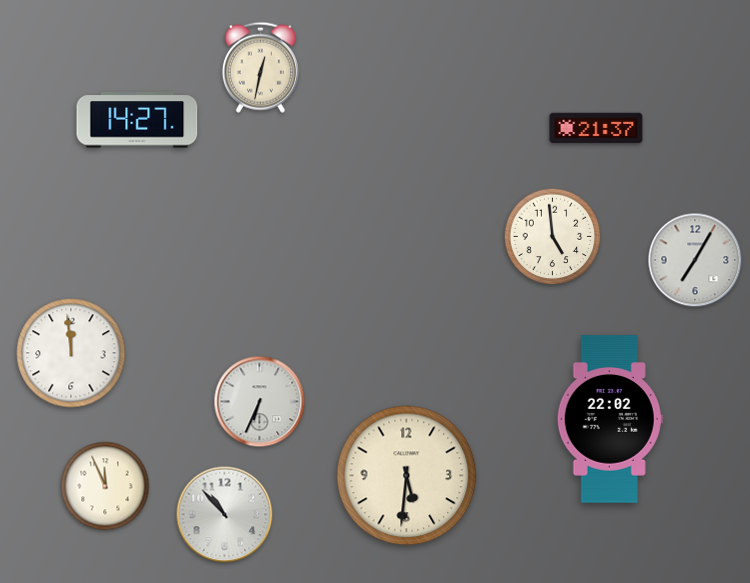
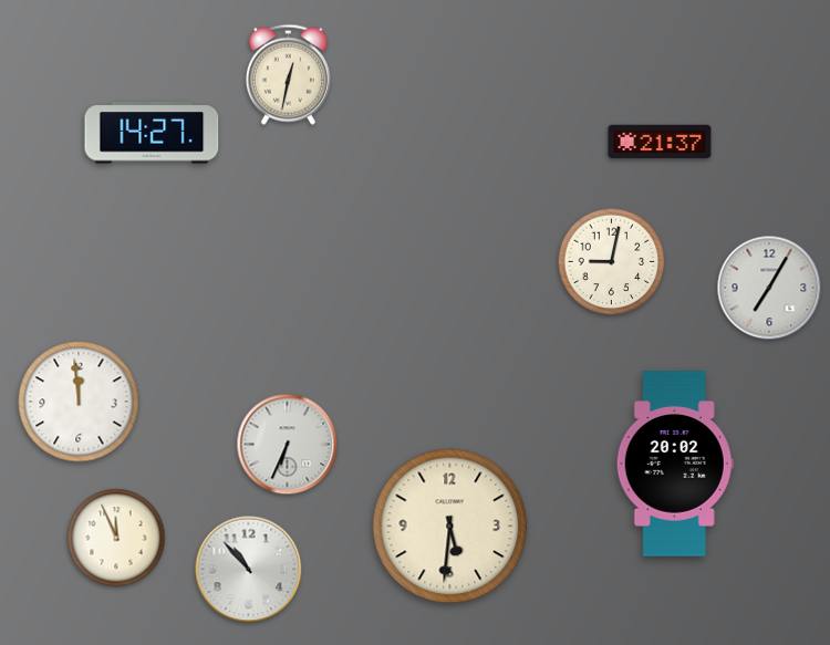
clock at (553, 237): 4:59 -> 9:02
clock at (71, 353) position: (71, 353) -> (79, 402)
clock at (610, 419): 22:02 -> 20:02
